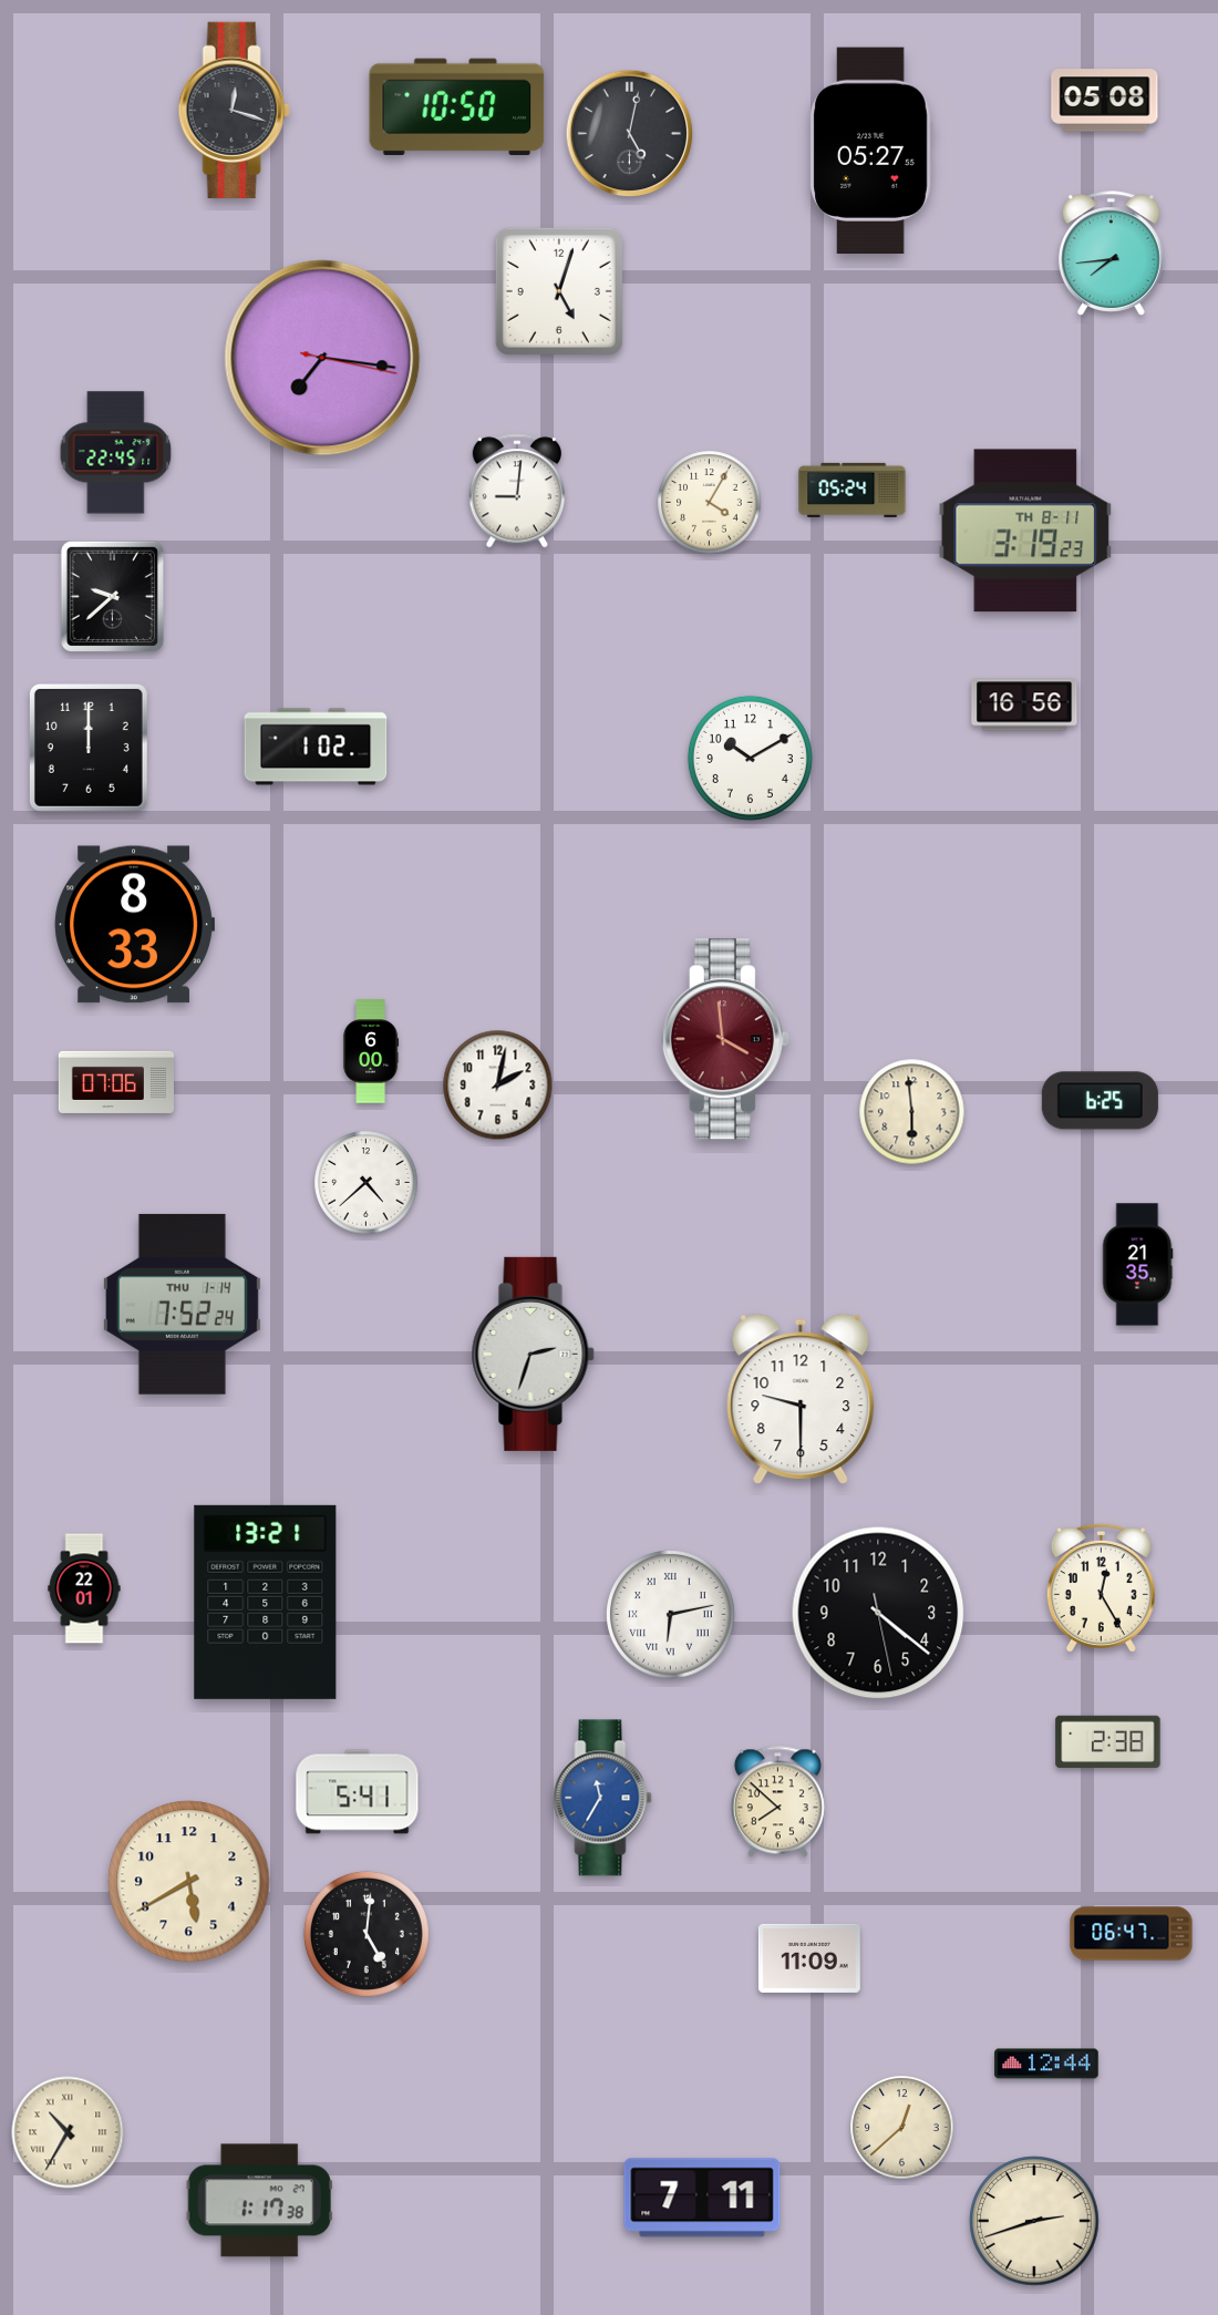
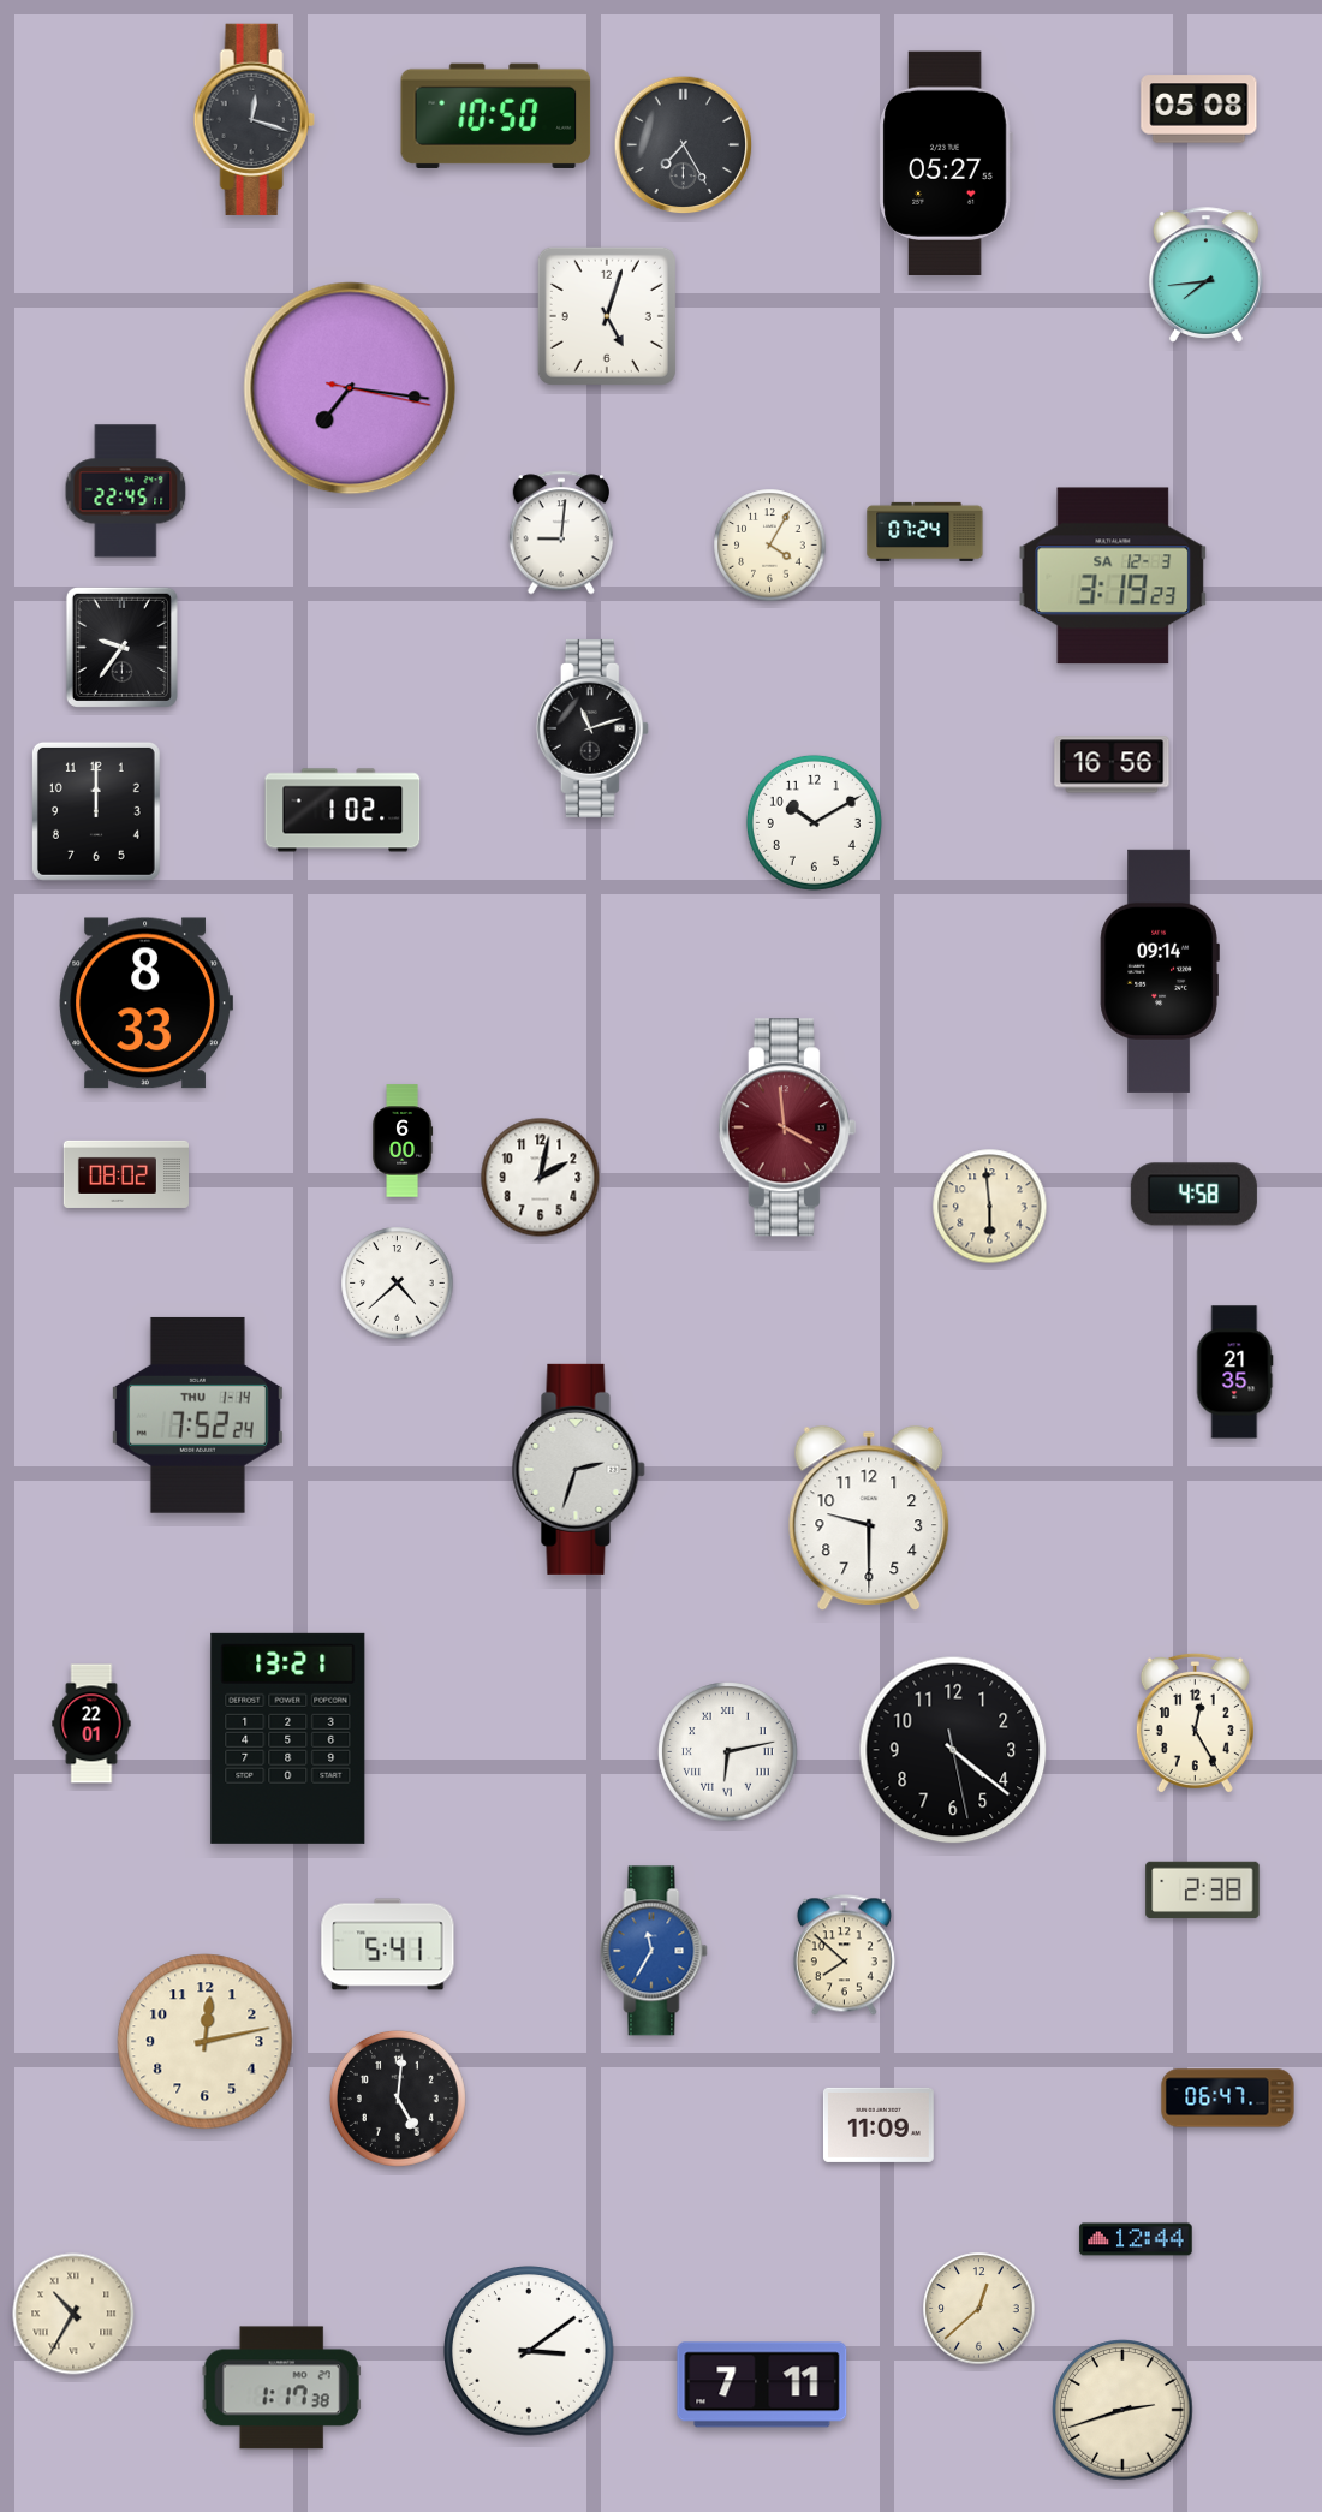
clock at (630, 134): 5:02 -> 7:25
clock at (853, 490): 05:24 -> 07:24
clock at (1025, 531) date: TH 8-11 -> SA 12-3
clock at (112, 596): 9:38 -> 9:36
clock at (592, 728): none -> 11:12
clock at (1160, 971): none -> 09:14
clock at (115, 1082): 07:06 -> 08:02
clock at (1100, 1101): 6:25 -> 4:58
clock at (189, 1882): 5:40 -> 12:13
clock at (529, 2351): none -> 3:09
